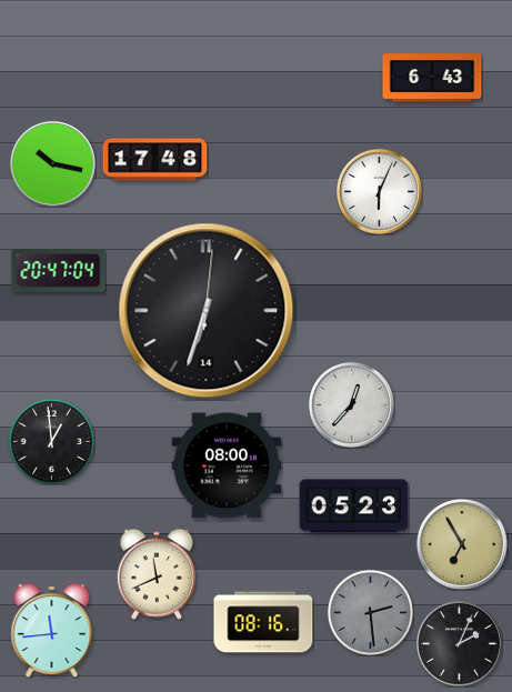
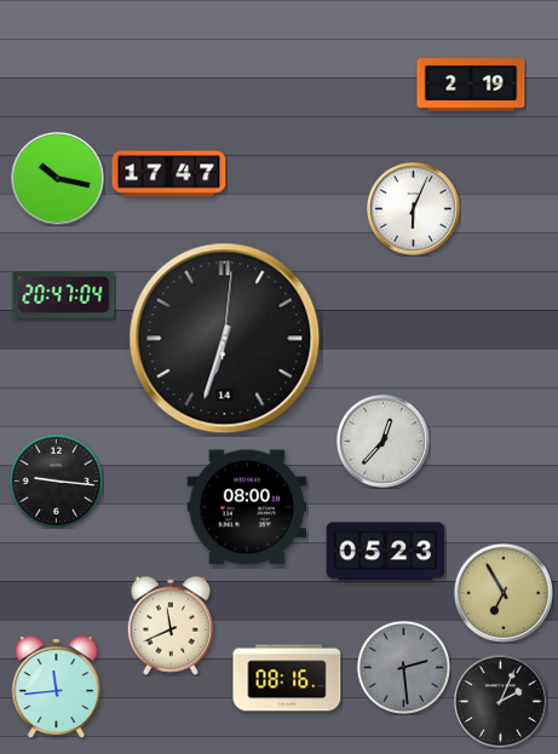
clock at (432, 78): 6:43 -> 2:19
clock at (155, 160): 17:48 -> 17:47
clock at (51, 441): 12:59 -> 9:16
